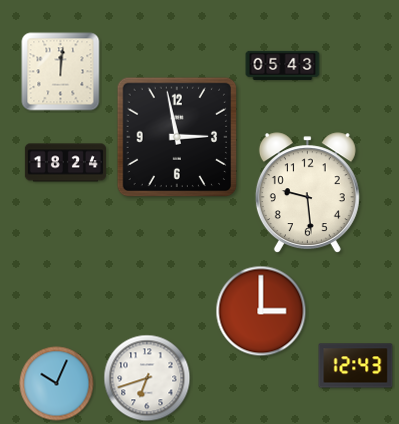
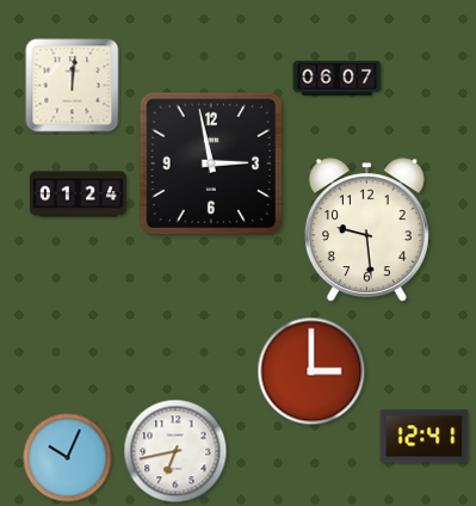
clock at (283, 65): 05:43 -> 06:07
clock at (65, 163): 18:24 -> 01:24
clock at (356, 366): 12:43 -> 12:41
clock at (147, 378): 6:42 -> 6:43
